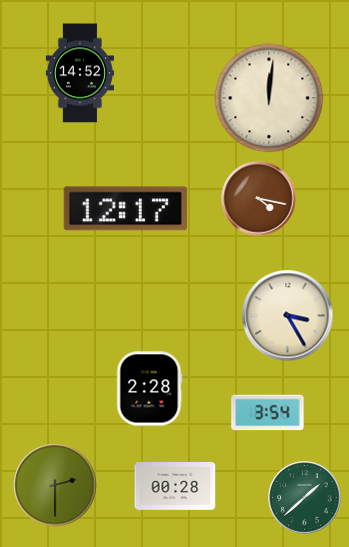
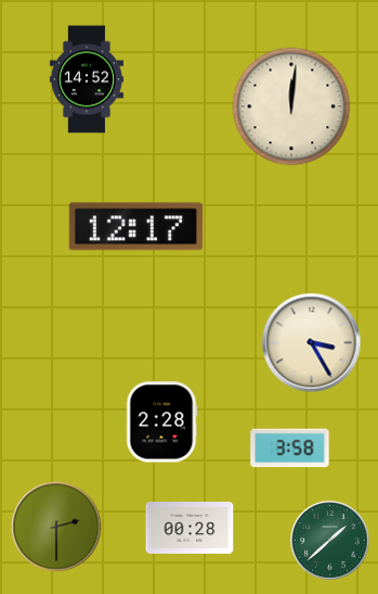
clock at (259, 199): 4:17 -> none
clock at (268, 413): 3:54 -> 3:58
clock at (55, 485) position: (55, 485) -> (56, 527)
